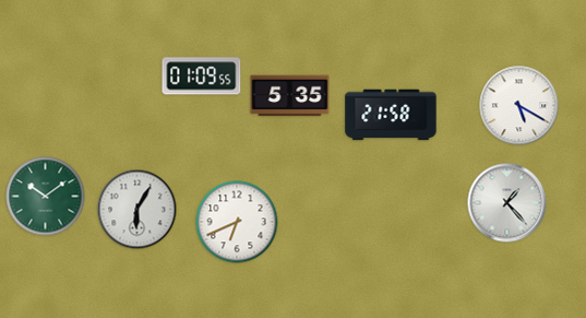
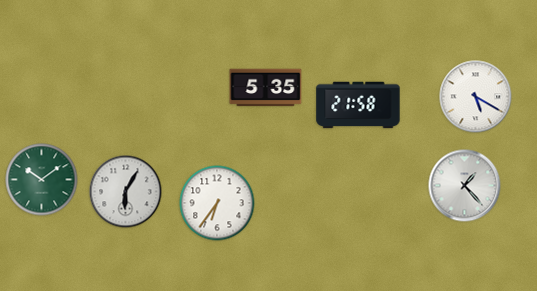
clock at (202, 76): 01:09 -> none
clock at (237, 222): 6:41 -> 6:36
